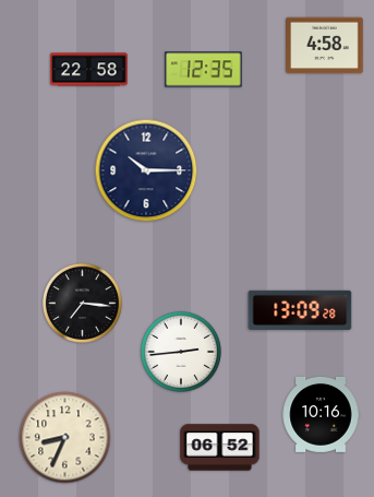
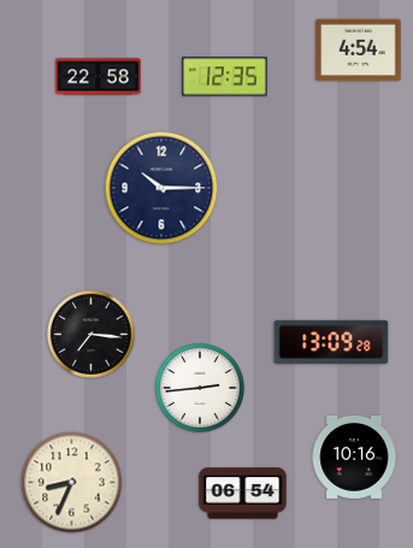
clock at (325, 46): 4:58 -> 4:54
clock at (220, 448): 06:52 -> 06:54
